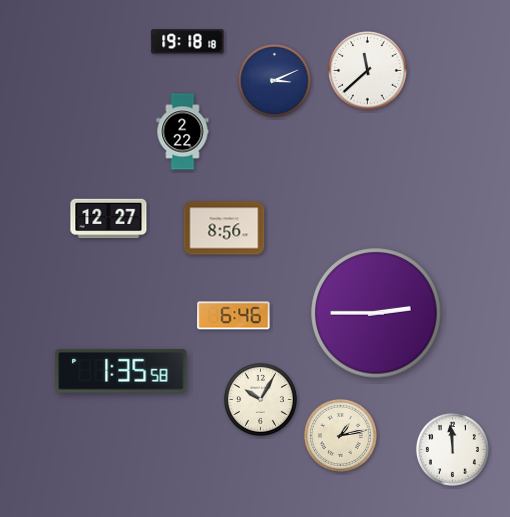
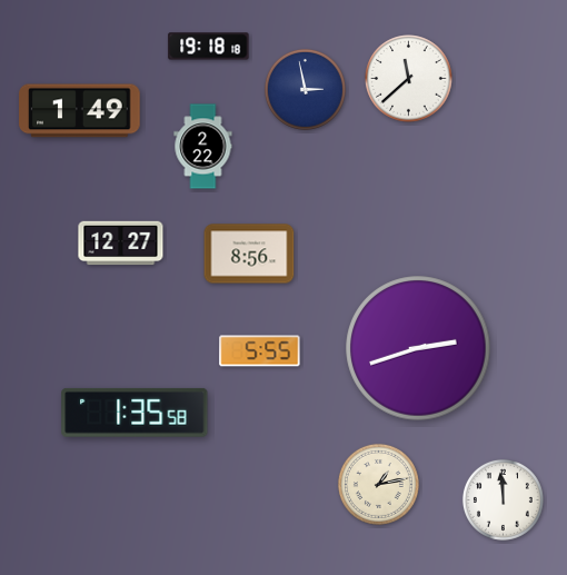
clock at (274, 80): 3:11 -> 2:58
clock at (80, 111): none -> 1:49
clock at (376, 313): 2:45 -> 2:42
clock at (234, 316): 6:46 -> 5:55
clock at (260, 399): 10:05 -> none
